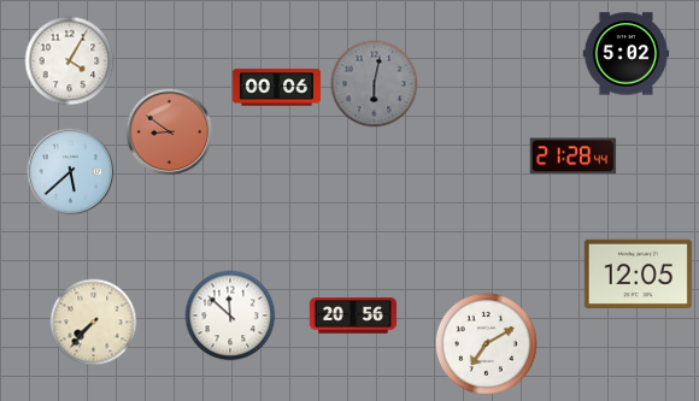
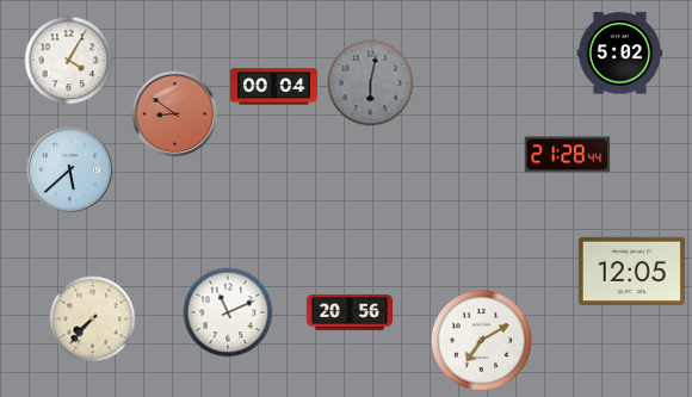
clock at (276, 88): 00:06 -> 00:04
clock at (170, 132) position: (170, 132) -> (175, 114)
clock at (230, 316): 11:52 -> 11:11
